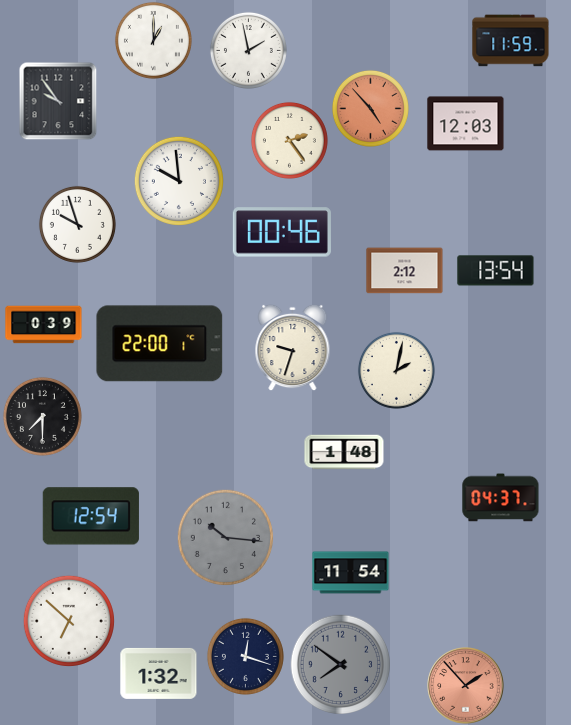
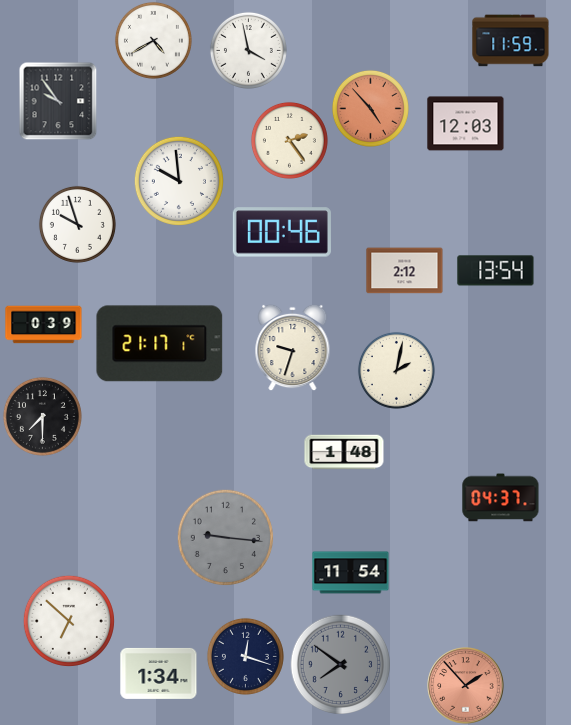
clock at (153, 40): 1:00 -> 4:40
clock at (248, 50): 1:58 -> 3:58
clock at (160, 344): 22:00 -> 21:17
clock at (91, 516): 12:54 -> none
clock at (225, 537): 10:16 -> 9:16
clock at (159, 673): 1:32 -> 1:34
